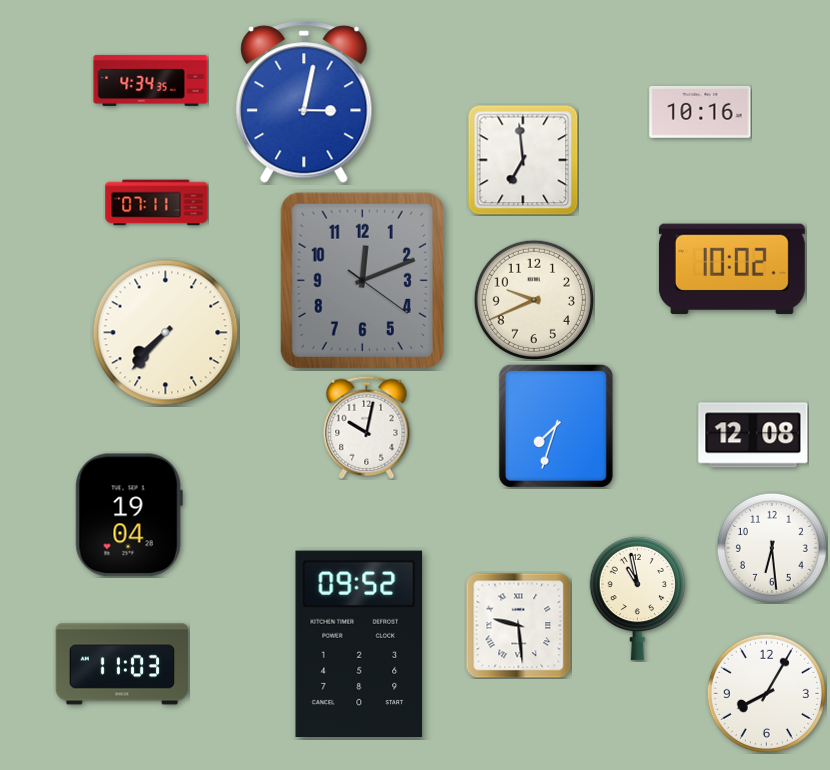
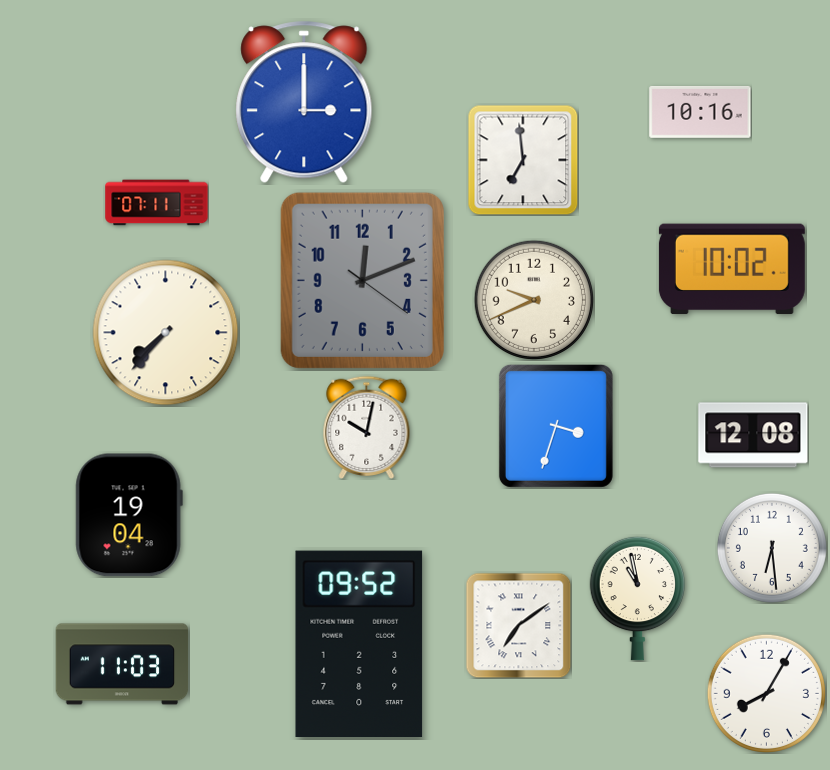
clock at (151, 80): 4:34 -> none
clock at (304, 102): 3:02 -> 3:00
clock at (556, 426): 7:33 -> 3:33
clock at (518, 625): 9:29 -> 7:09
